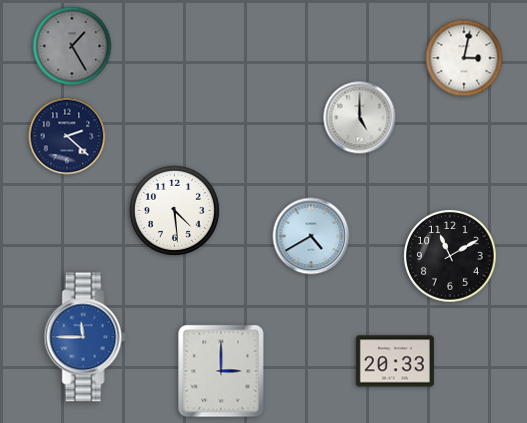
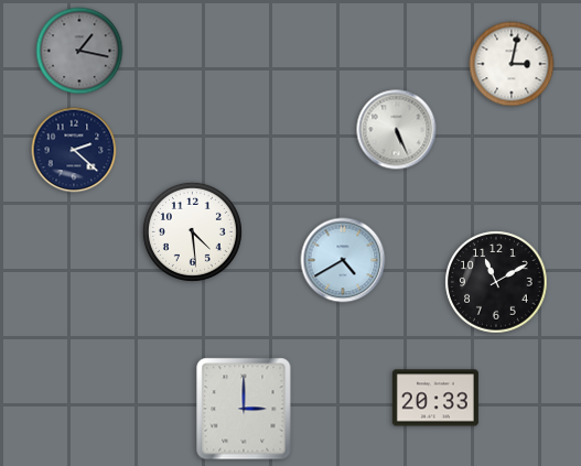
clock at (72, 46): 1:25 -> 1:17
clock at (360, 118): 5:00 -> 5:26
clock at (85, 337): 11:45 -> none
